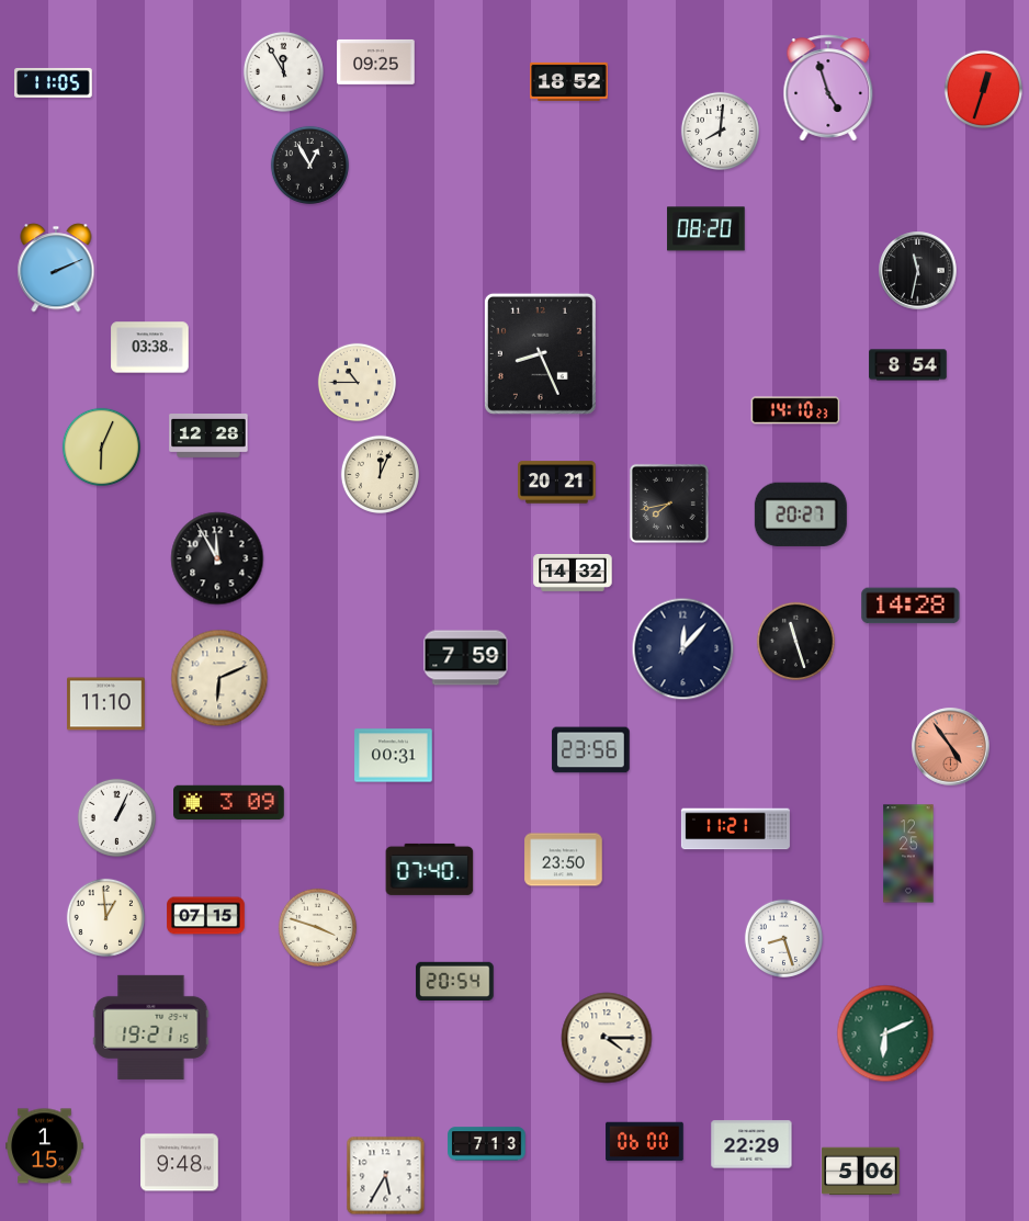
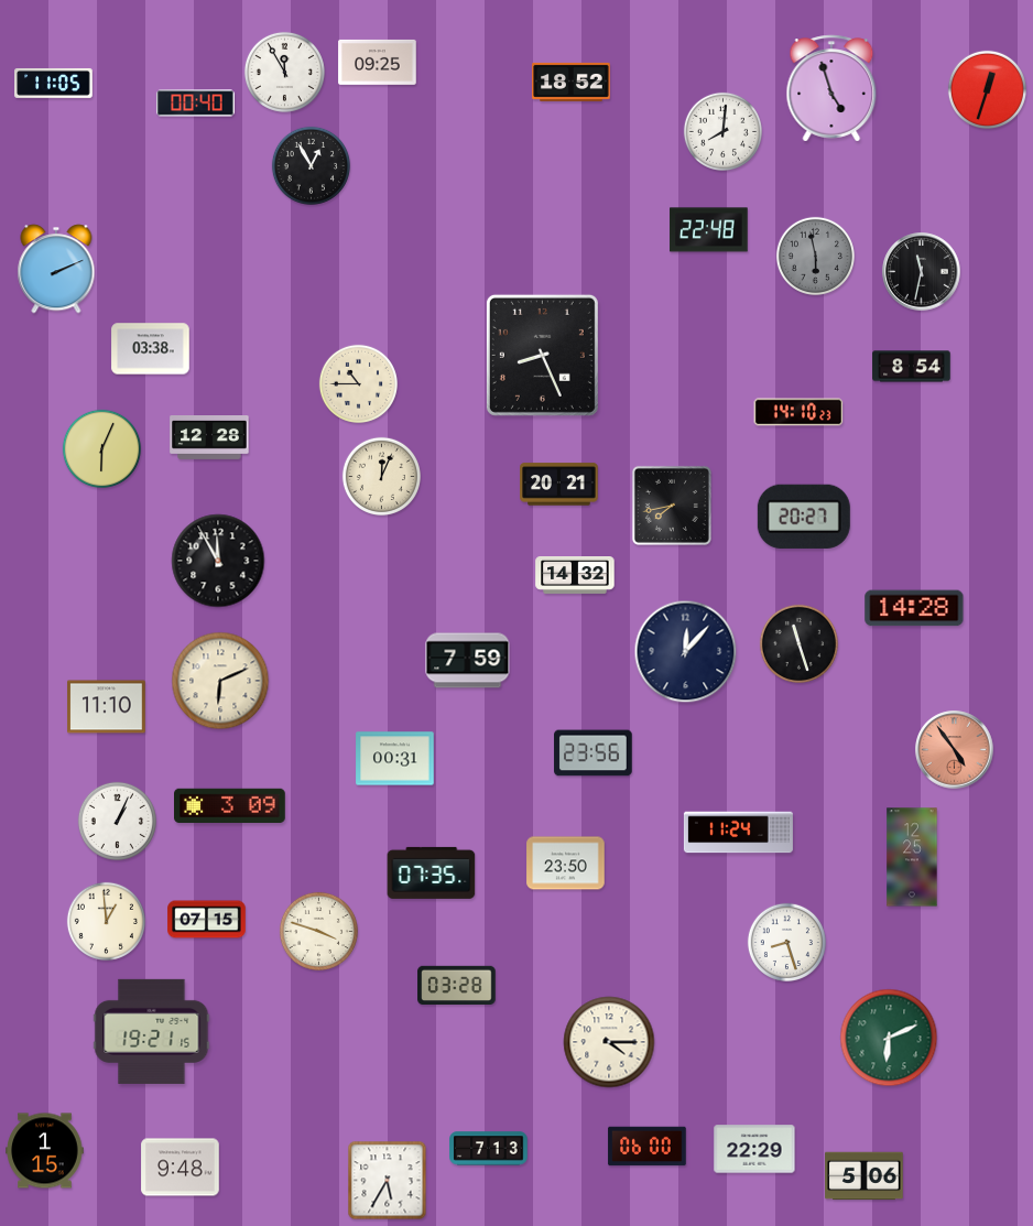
clock at (196, 104): none -> 00:40
clock at (706, 229): 08:20 -> 22:48
clock at (815, 256): none -> 5:58
clock at (735, 829): 11:21 -> 11:24
clock at (430, 869): 07:40 -> 07:35
clock at (455, 981): 20:54 -> 03:28
